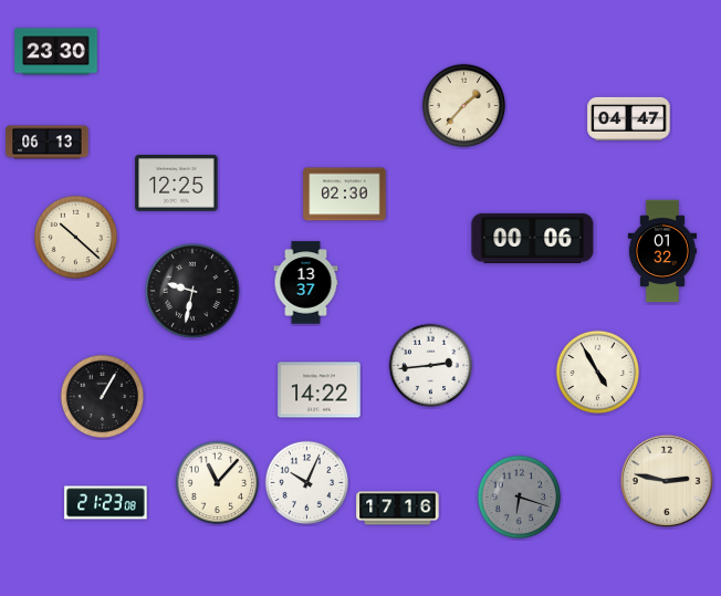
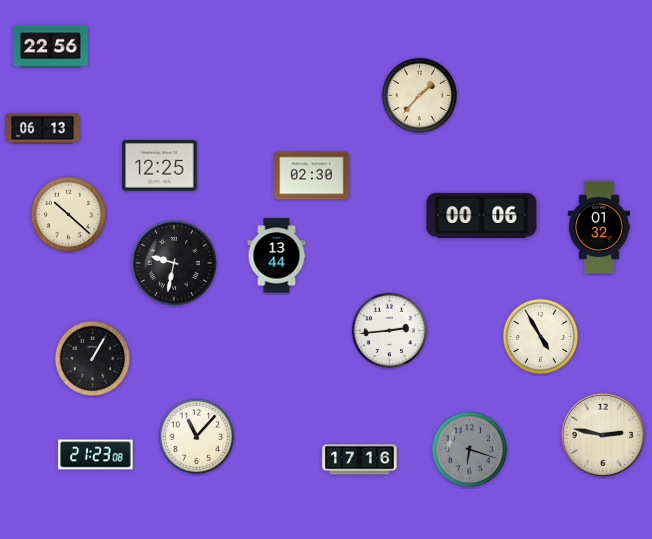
clock at (56, 52): 23:30 -> 22:56
clock at (629, 118): 04:47 -> none
clock at (306, 283): 13:37 -> 13:44
clock at (320, 390): 14:22 -> none
clock at (307, 483): 10:04 -> none
